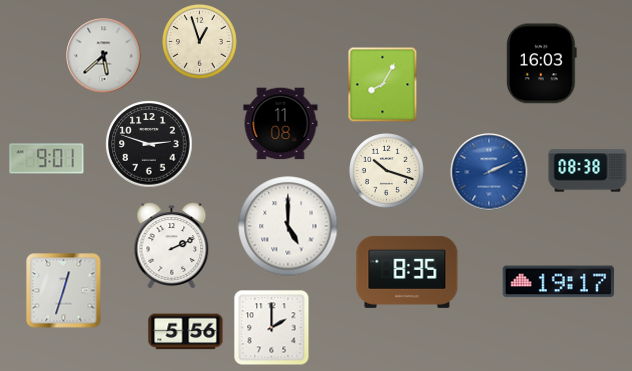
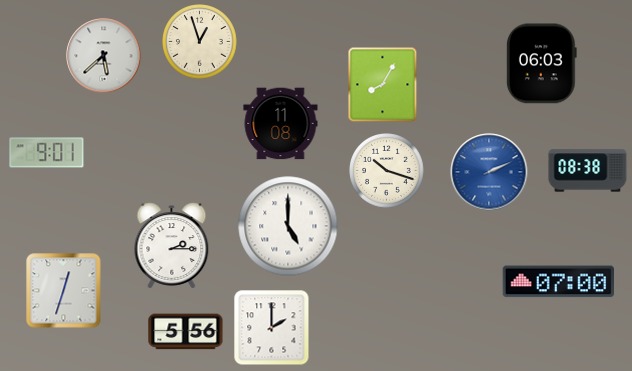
clock at (541, 64): 16:03 -> 06:03
clock at (149, 144): 2:48 -> none
clock at (47, 159) position: (47, 159) -> (47, 153)
clock at (172, 246): 2:11 -> 2:15
clock at (407, 272): 8:35 -> none
clock at (558, 282): 19:17 -> 07:00
